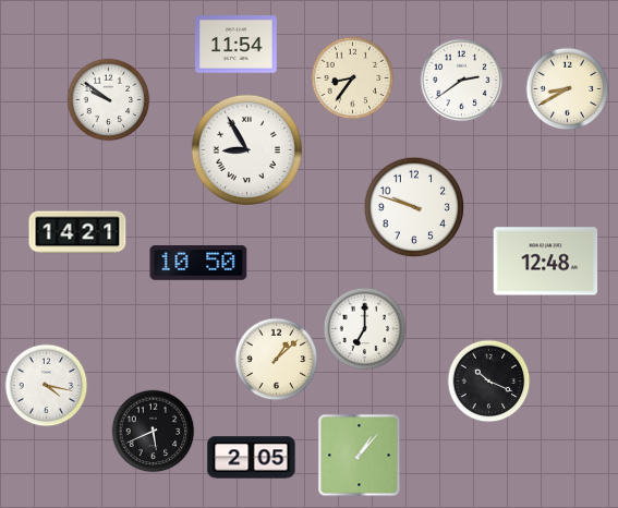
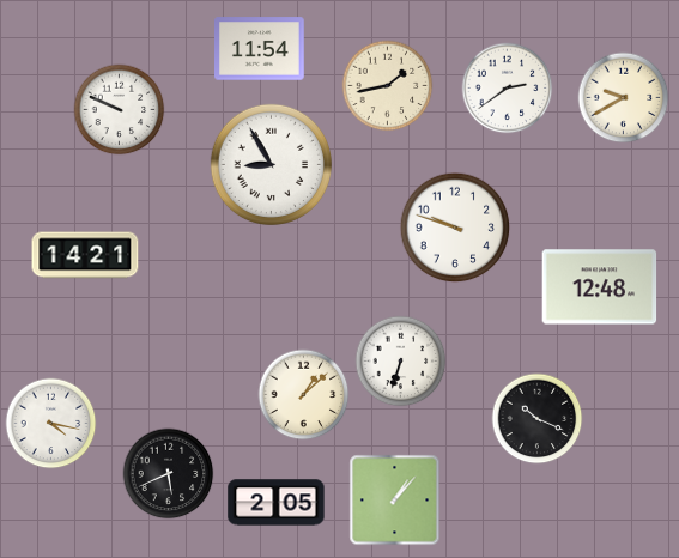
clock at (353, 78): 8:36 -> 1:43
clock at (568, 89): 8:40 -> 9:40
clock at (109, 100): 9:51 -> 9:49
clock at (198, 263): 10:50 -> none
clock at (365, 329): 7:00 -> 6:33
